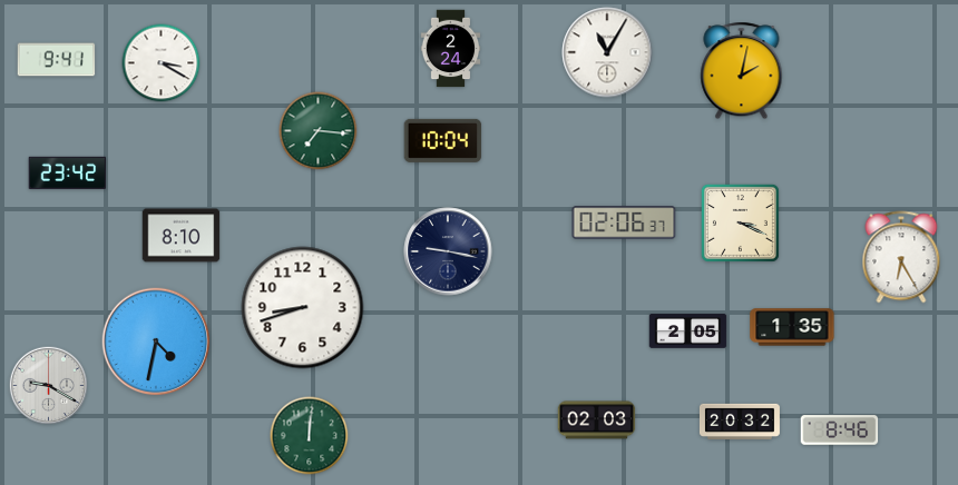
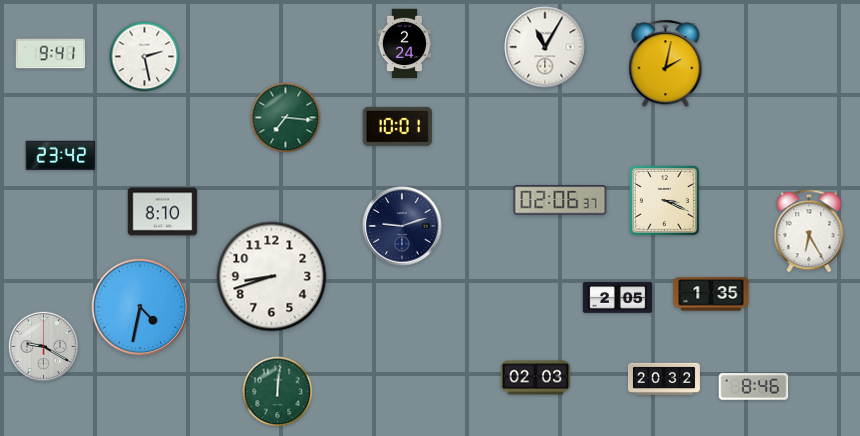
clock at (162, 63): 3:20 -> 2:28
clock at (443, 140): 10:04 -> 10:01
clock at (448, 251): 9:17 -> 9:12
